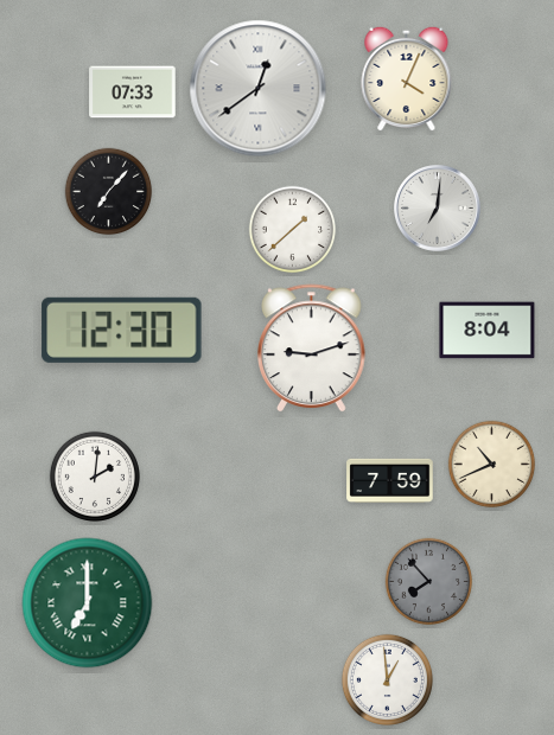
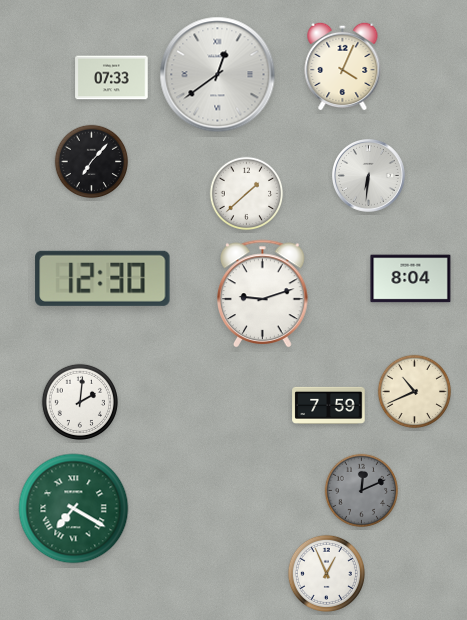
clock at (438, 209): 7:01 -> 6:31
clock at (429, 582): 7:53 -> 12:11
clock at (88, 603): 7:00 -> 7:20
clock at (387, 679): 12:59 -> 12:56
